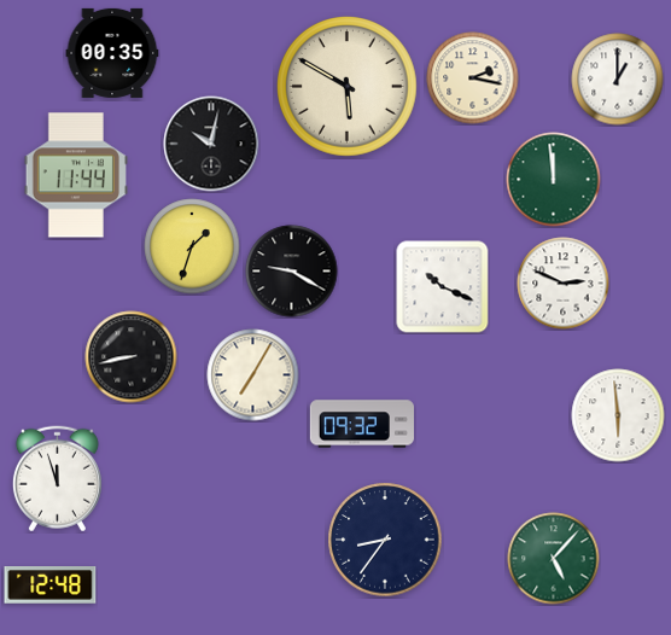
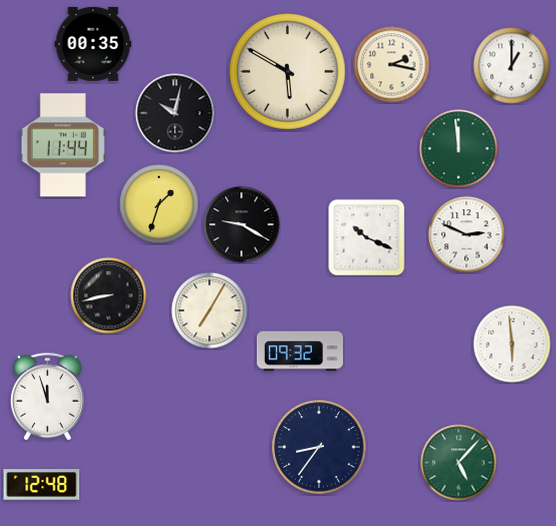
clock at (211, 144) position: (211, 144) -> (175, 113)
